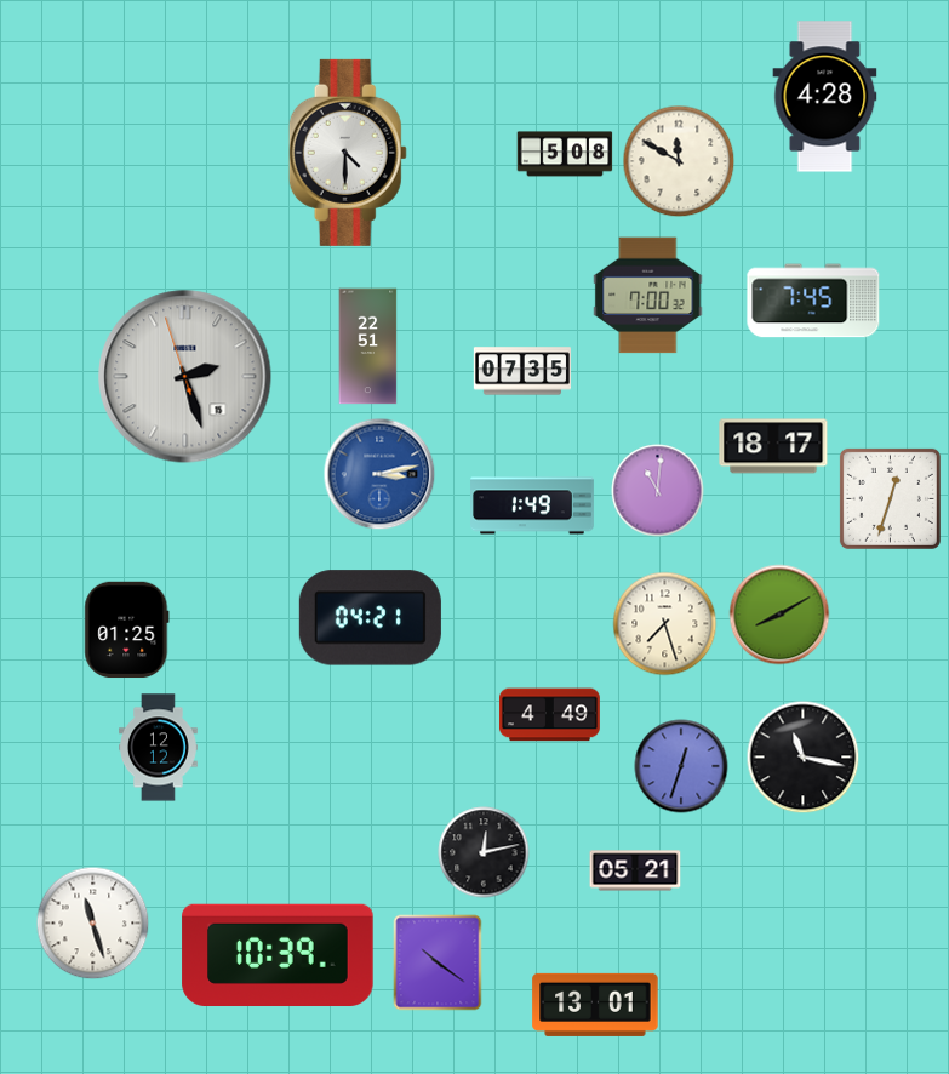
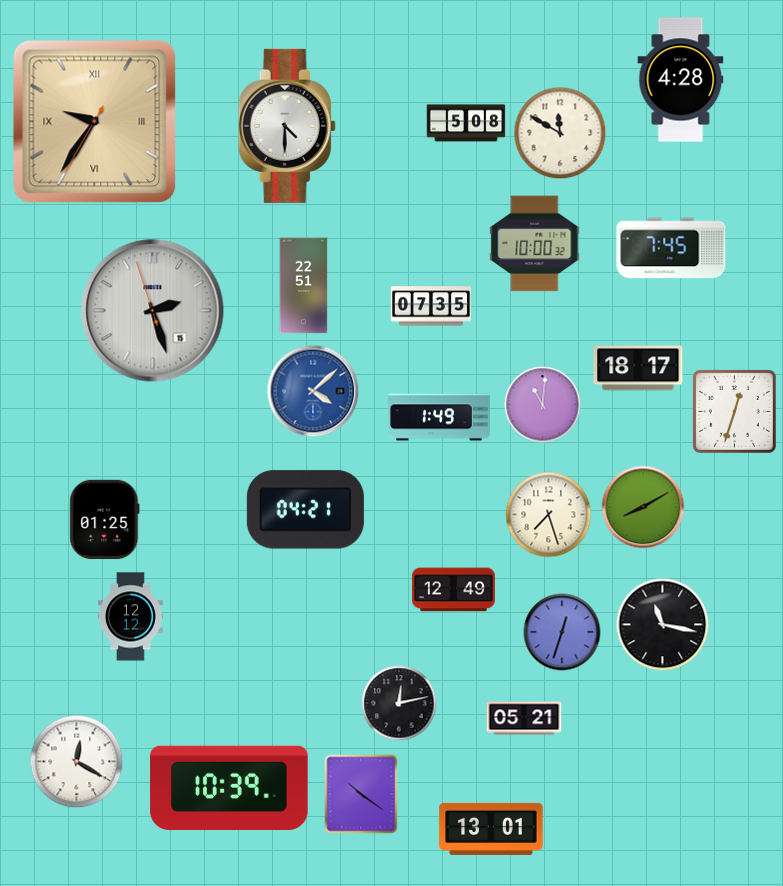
clock at (95, 122): none -> 9:35
clock at (565, 154) position: (565, 154) -> (466, 123)
clock at (648, 296): 7:00 -> 10:00
clock at (379, 474): 3:13 -> 4:08
clock at (550, 715): 4:49 -> 12:49
clock at (93, 924): 11:27 -> 12:20
